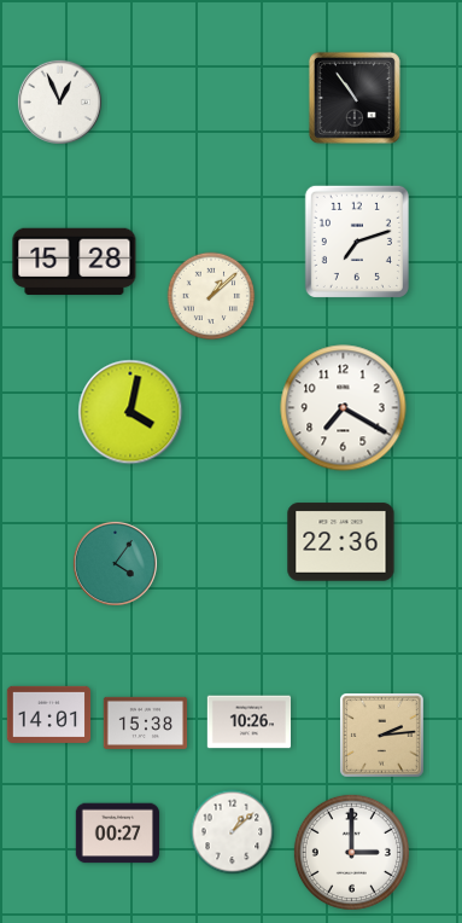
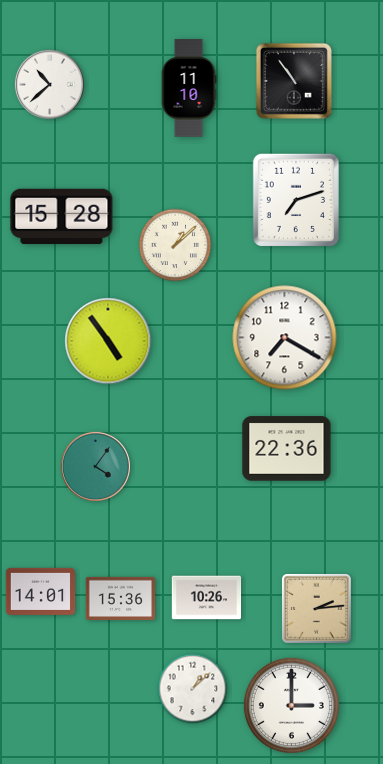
clock at (59, 101): 12:56 -> 10:38
clock at (189, 88): none -> 11:10
clock at (130, 412): 4:02 -> 4:54
clock at (341, 542) position: (341, 542) -> (287, 449)
clock at (146, 722): 15:38 -> 15:36
clock at (118, 834): 00:27 -> none
